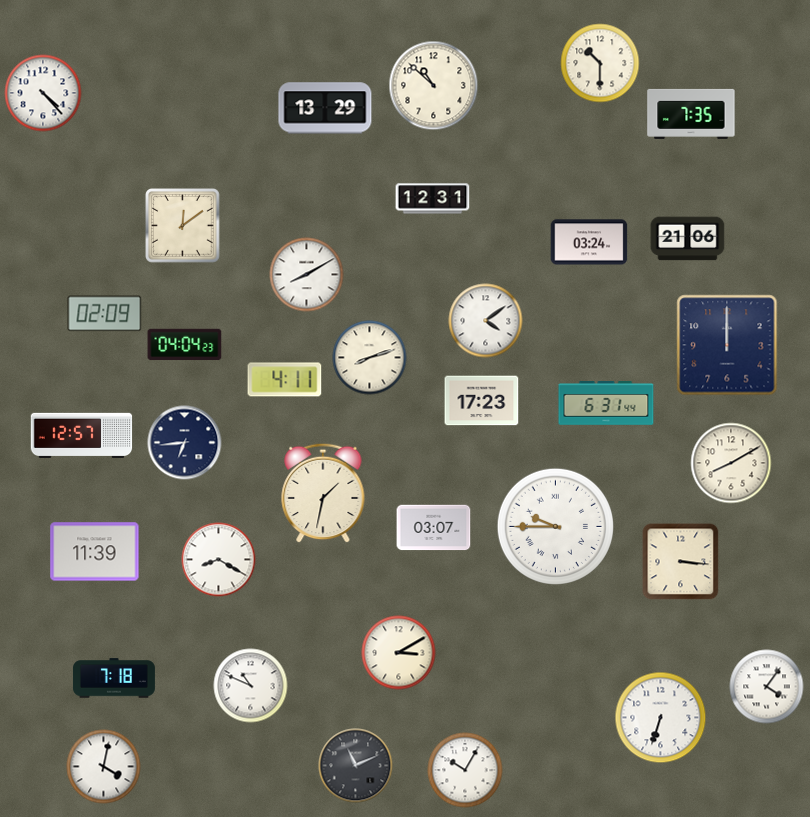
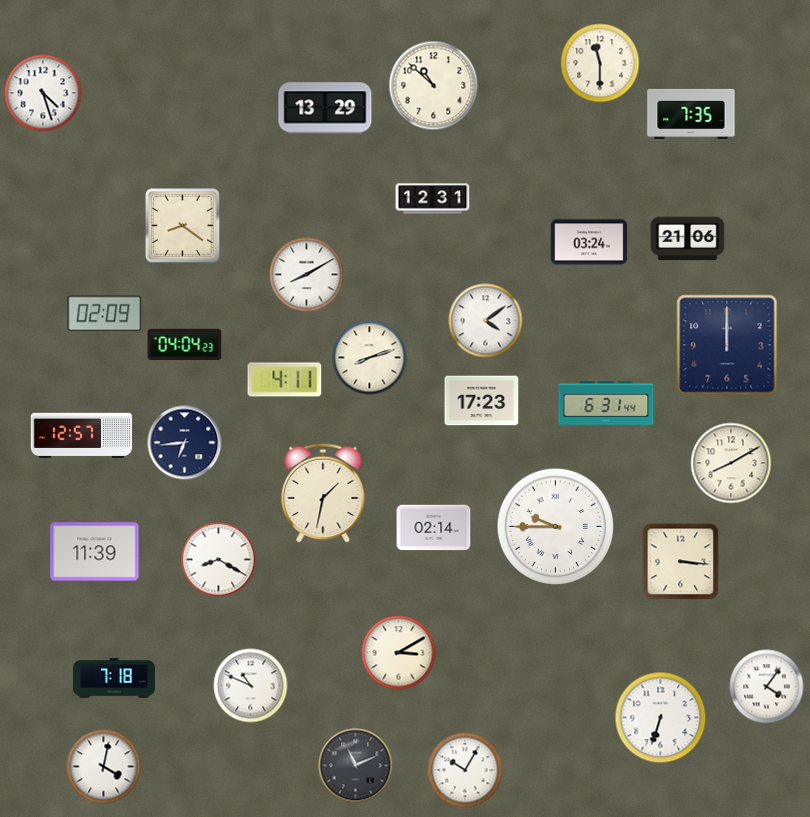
clock at (600, 63): 10:30 -> 11:30
clock at (43, 93): 4:23 -> 4:27
clock at (183, 226): 12:09 -> 8:21
clock at (434, 528): 03:07 -> 02:14
